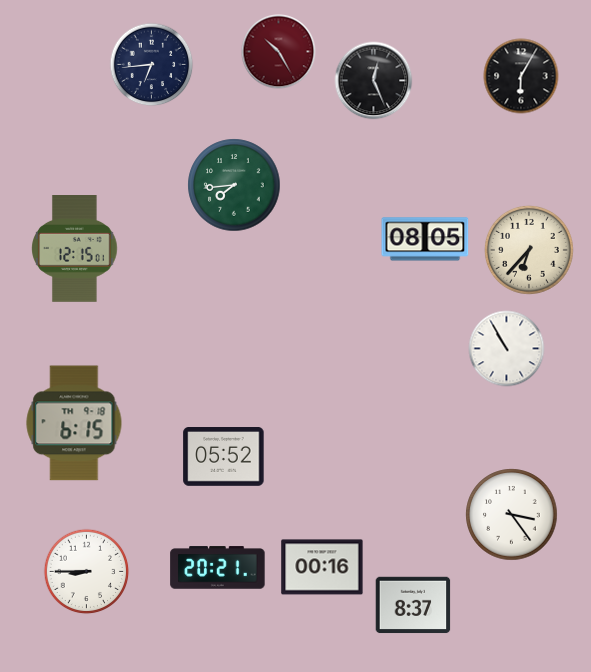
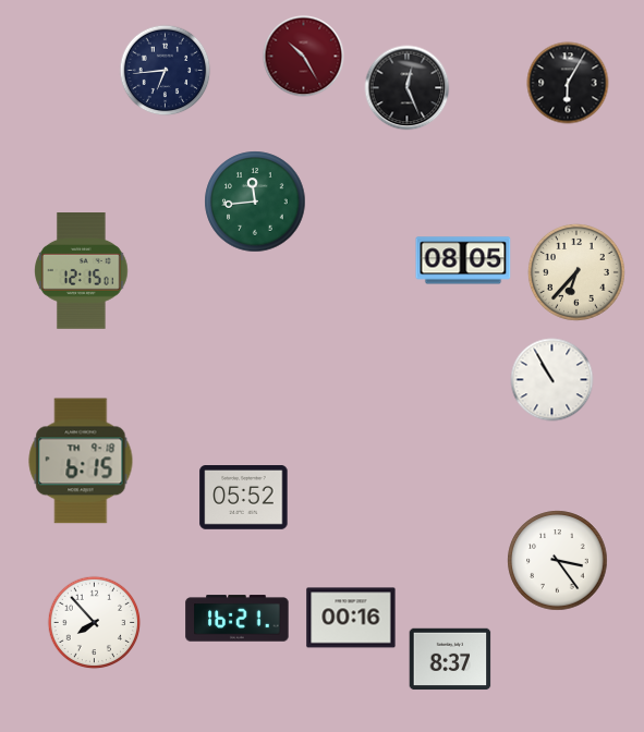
clock at (234, 185): 7:44 -> 11:44
clock at (218, 568): 20:21 -> 16:21
clock at (87, 572): 8:45 -> 7:53
